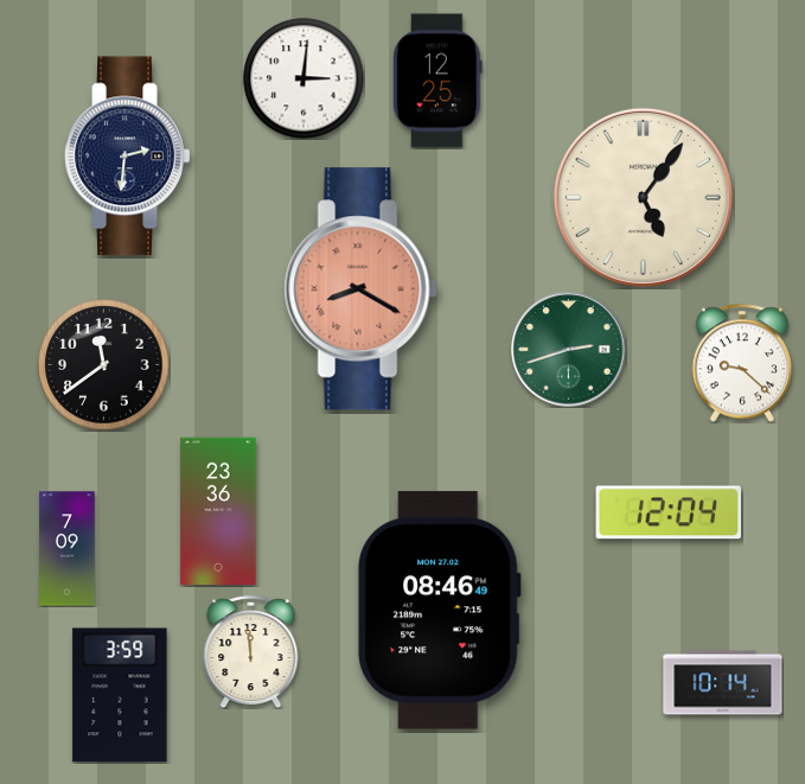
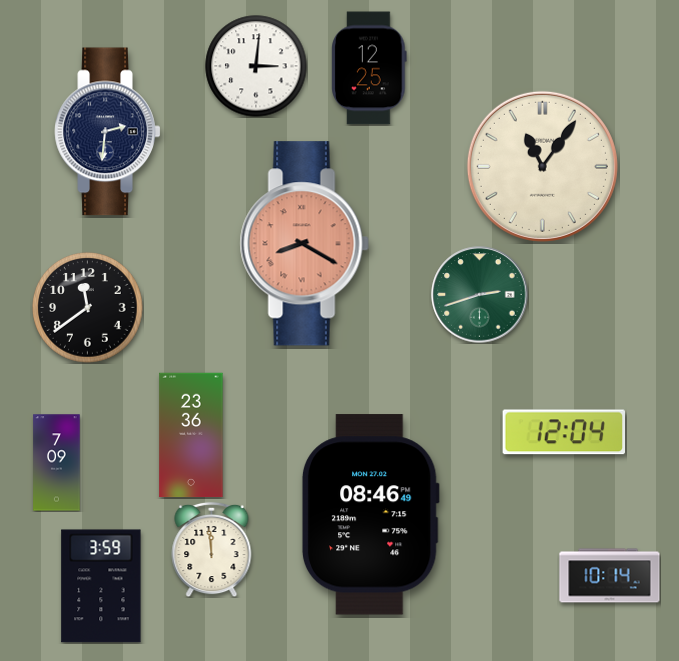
clock at (643, 197): 5:06 -> 11:06
clock at (741, 363): 9:22 -> none
clock at (218, 511) position: (218, 511) -> (191, 435)
